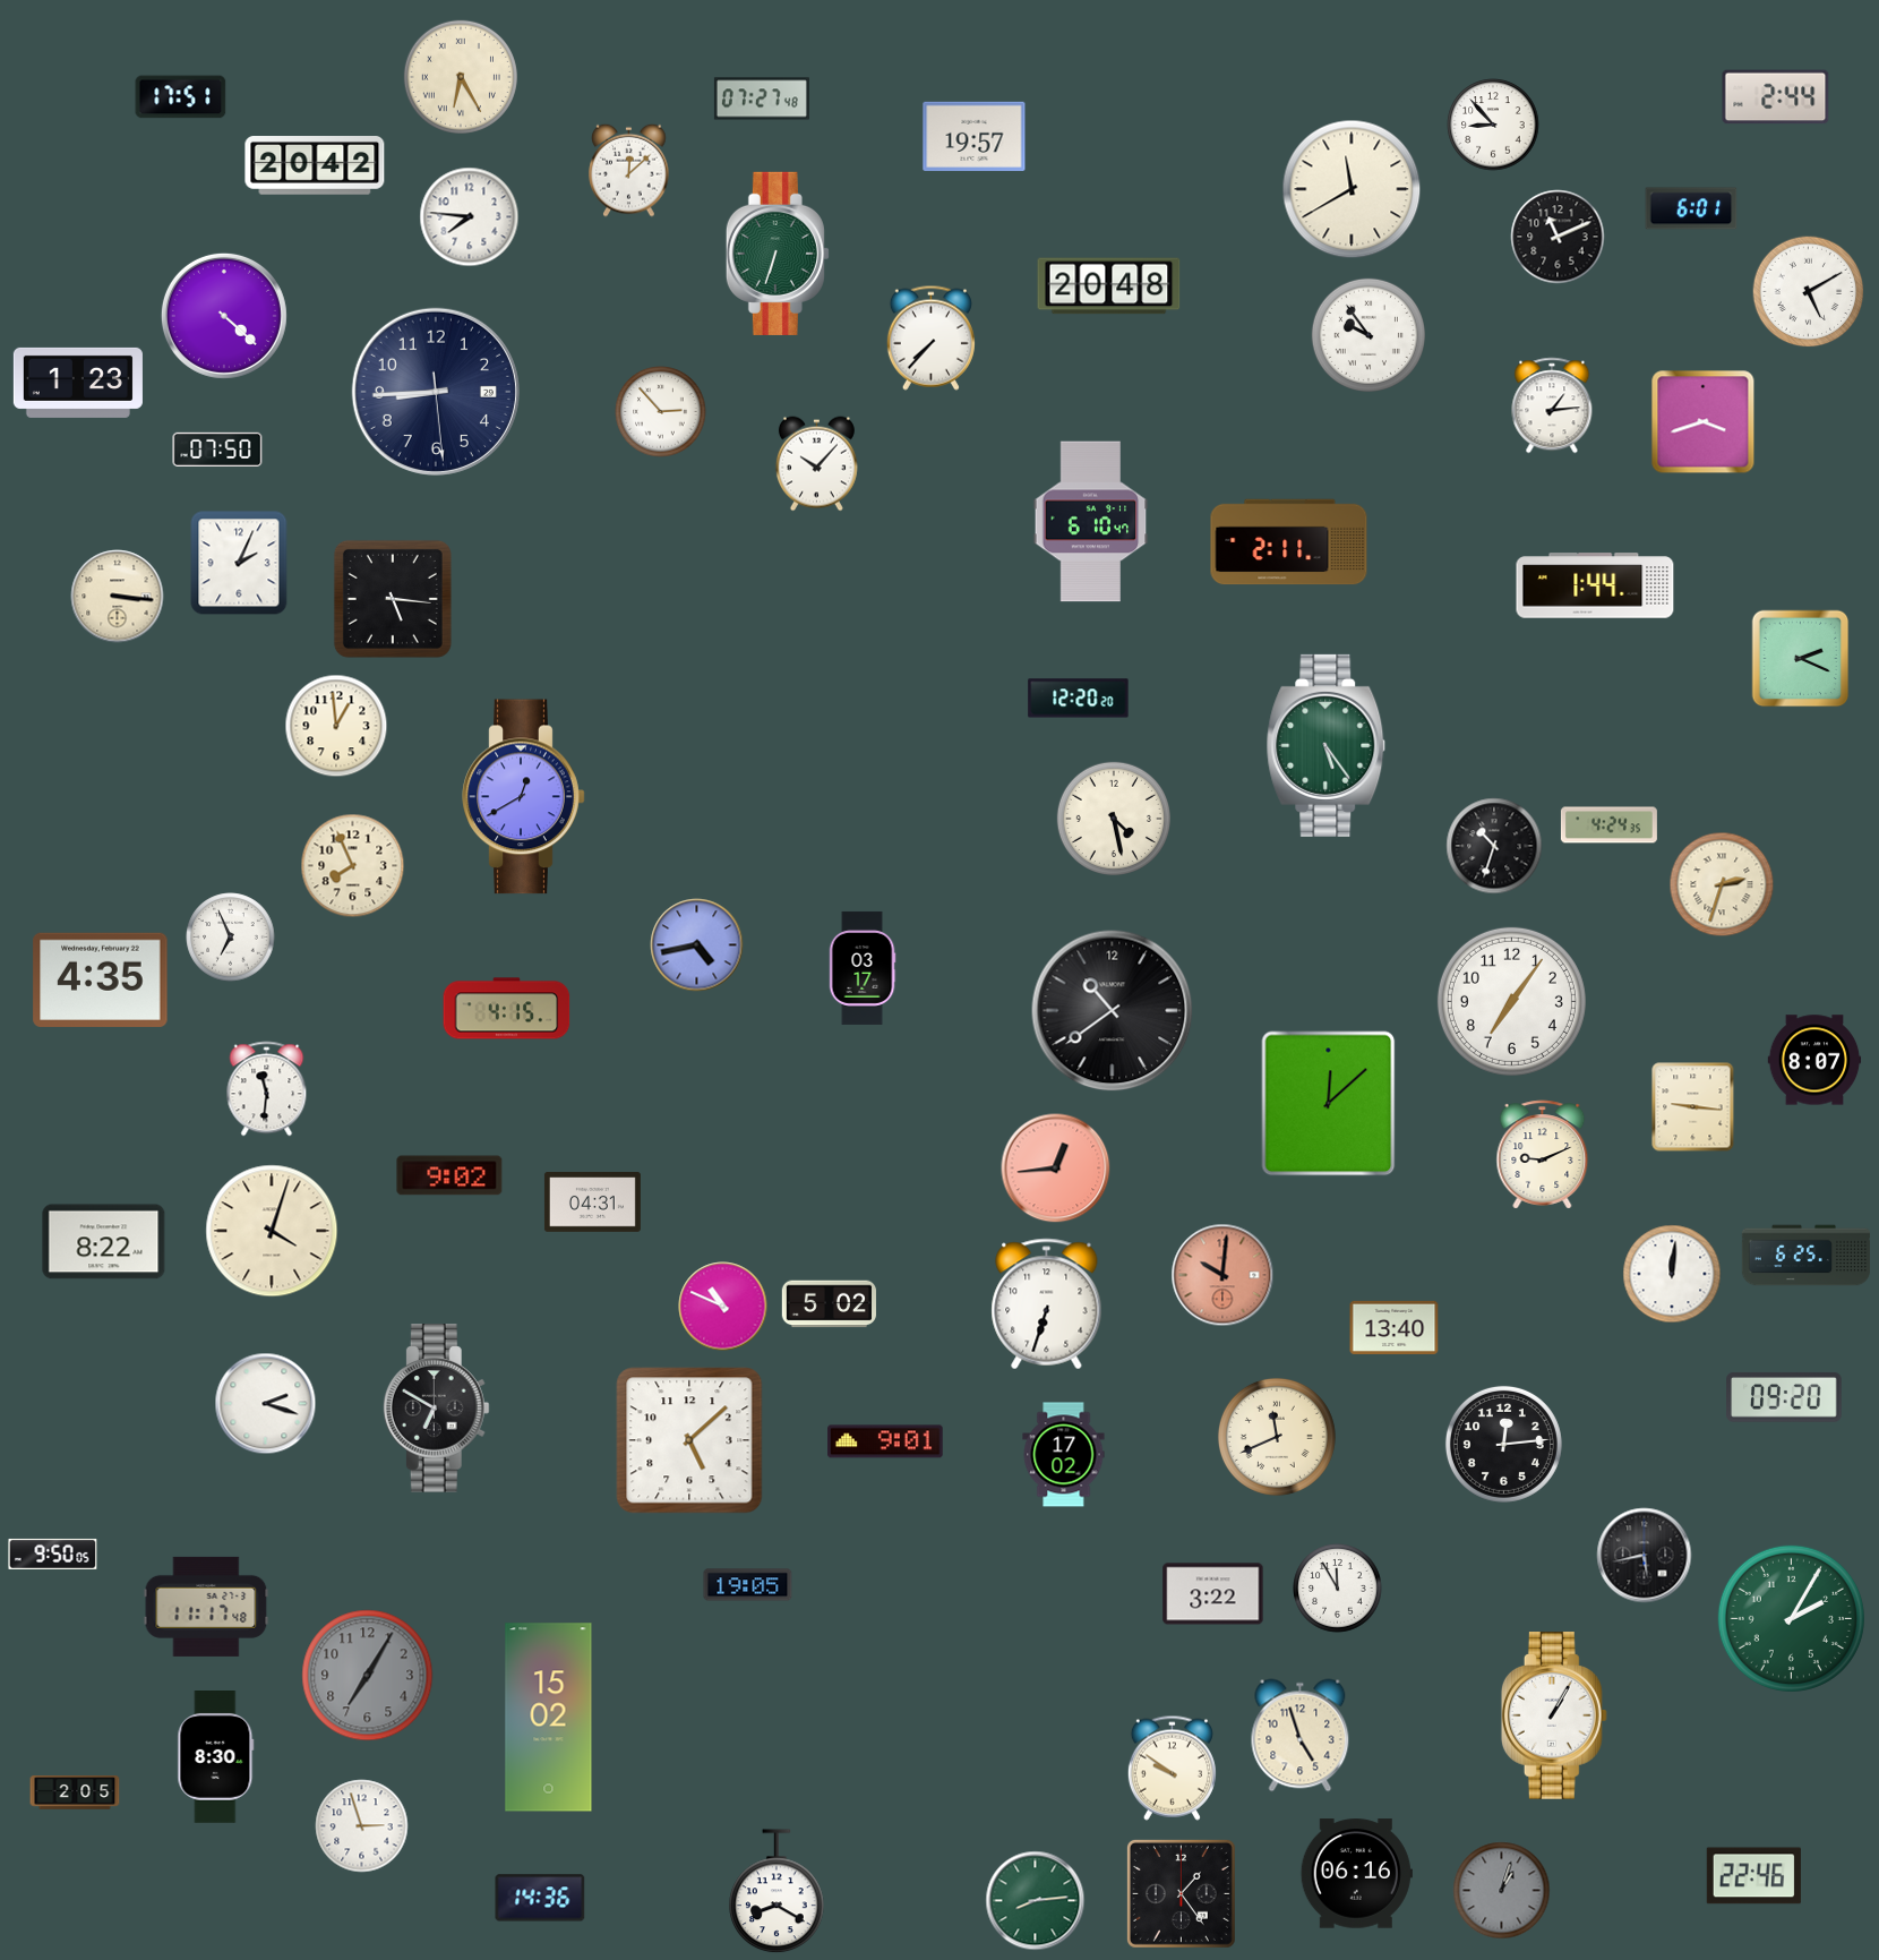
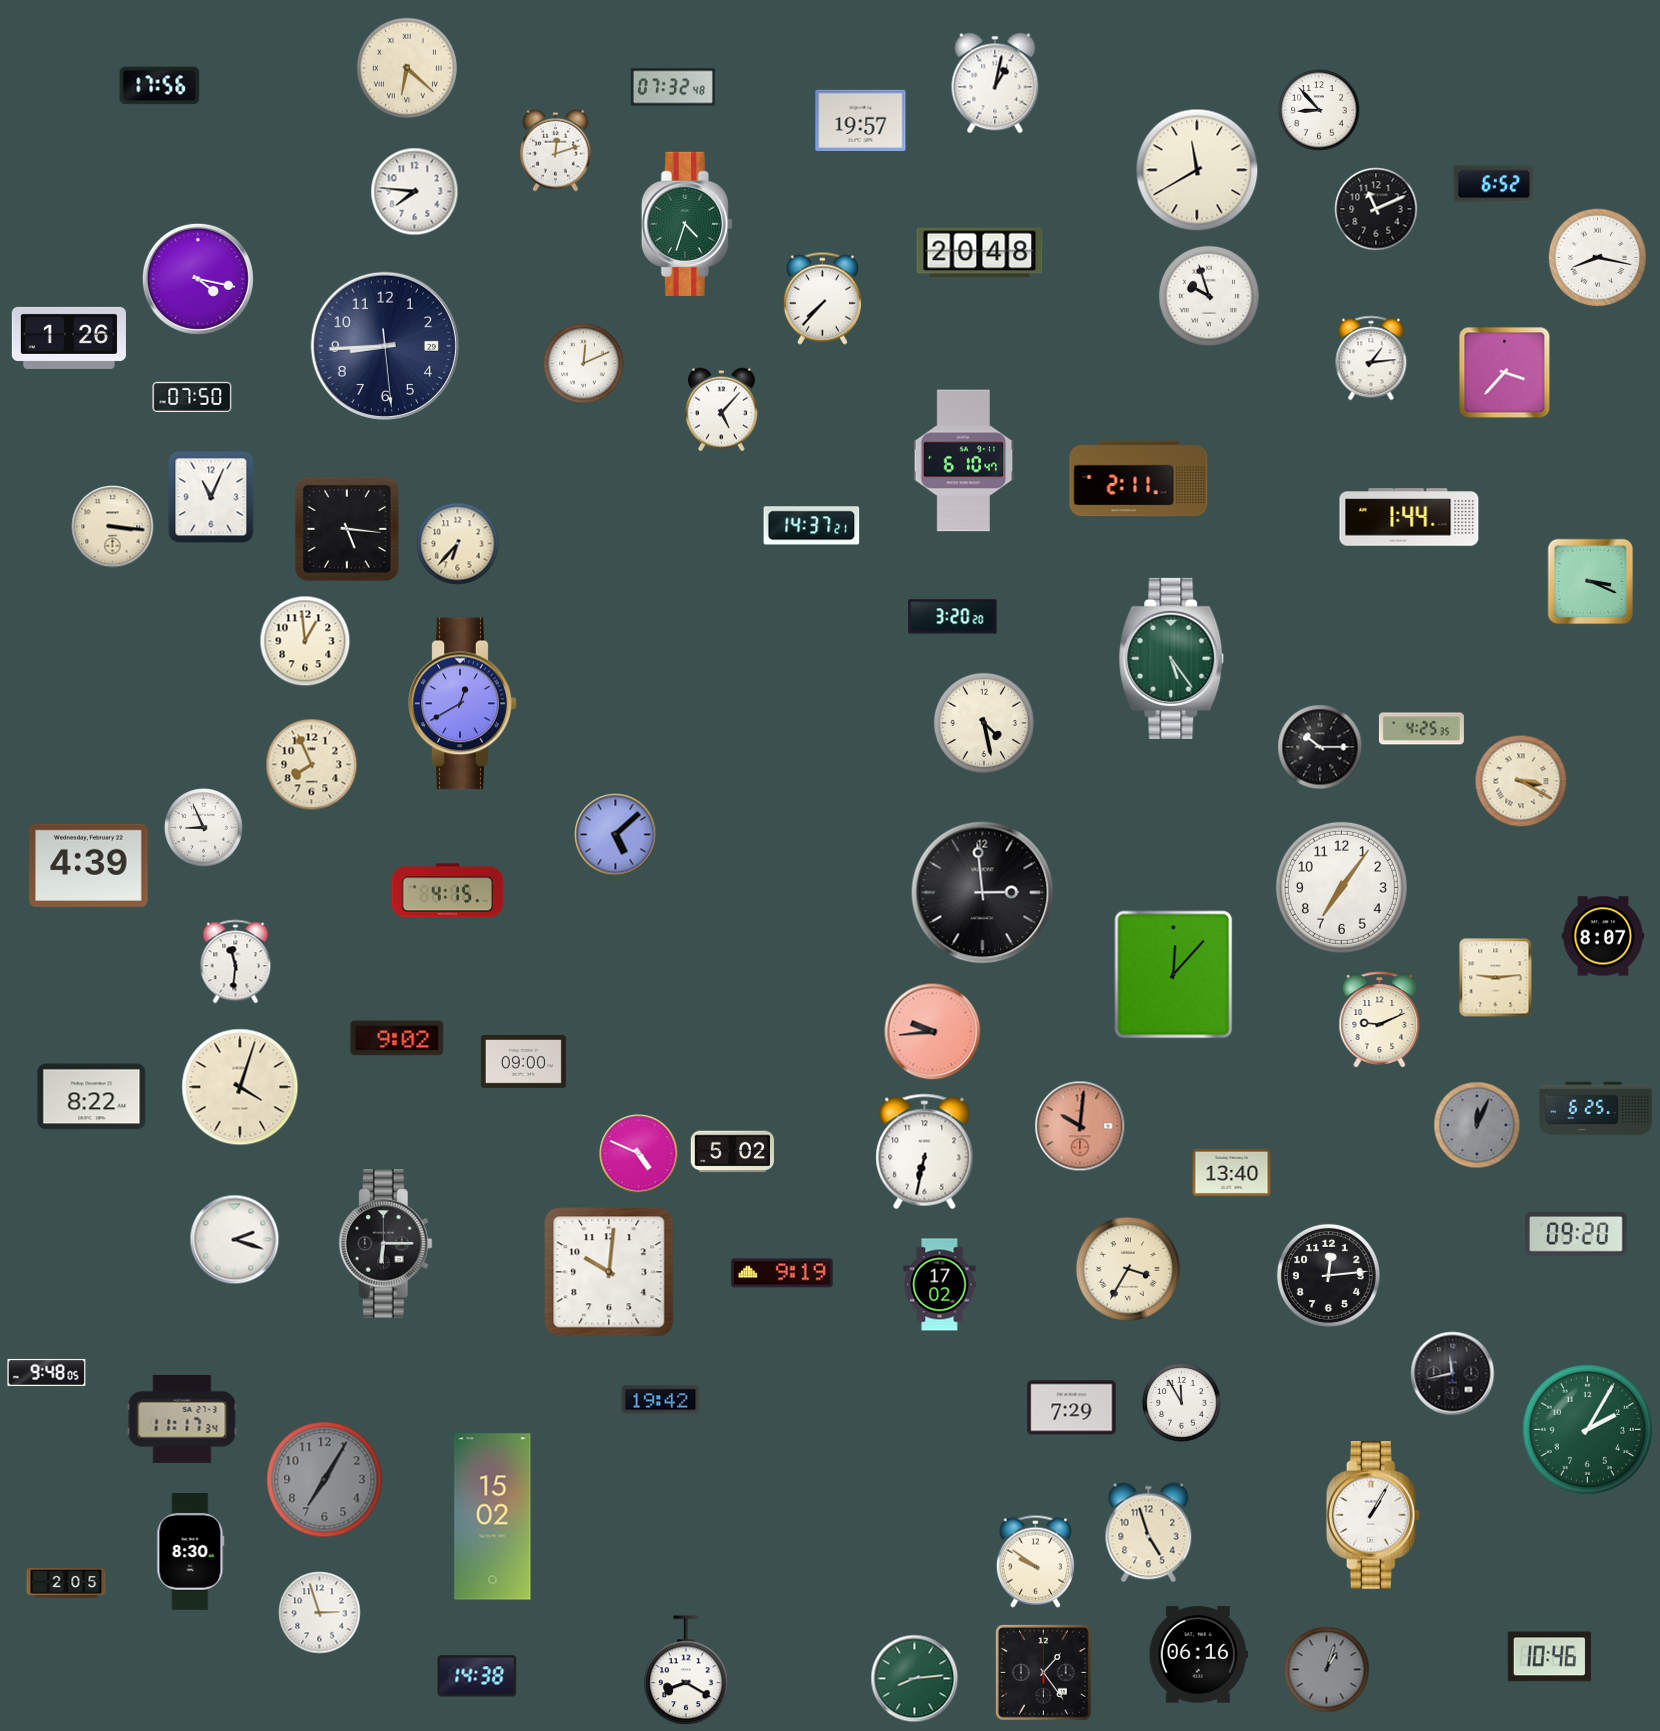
clock at (461, 77): 6:25 -> 6:22
clock at (995, 83): none -> 1:02
clock at (181, 97): 17:51 -> 17:56
clock at (1776, 97): 2:44 -> none
clock at (762, 99): 07:27 -> 07:32
clock at (315, 166): 20:42 -> none
clock at (629, 170): 12:08 -> 12:12
clock at (1352, 189) position: (1352, 189) -> (1197, 170)
clock at (1691, 208): 6:01 -> 6:52
clock at (778, 254): 6:33 -> 4:33
clock at (1809, 292): 5:10 -> 8:17
clock at (224, 316): 4:22 -> 4:17
clock at (1369, 335): 9:54 -> 9:57
clock at (78, 383): 1:23 -> 1:26
clock at (661, 412): 2:53 -> 12:11
clock at (1704, 422): 3:42 -> 3:37
clock at (816, 464): 10:07 -> 5:07
clock at (239, 563): 2:04 -> 11:04
clock at (812, 526): none -> 14:37
clock at (118, 597) position: (118, 597) -> (113, 527)
clock at (458, 544): none -> 6:37
clock at (1801, 659): 2:19 -> 3:19
clock at (1079, 699): 12:20 -> 3:20
clock at (336, 726) position: (336, 726) -> (305, 641)
clock at (1608, 825): 4:24 -> 4:25
clock at (1494, 846): 10:33 -> 10:15
clock at (1722, 884): 2:33 -> 3:20
clock at (231, 938): 6:56 -> 8:56
clock at (697, 945): 4:43 -> 5:08
clock at (863, 968): 03:17 -> none
clock at (101, 979): 4:35 -> 4:39
clock at (1511, 1001) position: (1511, 1001) -> (1341, 887)
clock at (1113, 1011): 10:39 -> 2:59
clock at (1329, 1104): 12:08 -> 12:07
clock at (1693, 1107): 9:16 -> 9:14
clock at (1543, 1155) position: (1543, 1155) -> (1380, 1020)
clock at (1056, 1169): 12:44 -> 9:44
clock at (592, 1202): 04:31 -> 09:00
clock at (1672, 1274): 12:01 -> 12:04
clock at (1672, 1274) dial: white -> grey
clock at (1047, 1304): 6:33 -> 6:32
clock at (723, 1307): 10:49 -> 4:49
clock at (436, 1409): 6:50 -> 6:15
clock at (1277, 1437): 11:41 -> 3:35
clock at (689, 1440): 5:08 -> 10:01
clock at (886, 1441): 9:01 -> 9:19
clock at (53, 1554): 9:50 -> 9:48
clock at (1645, 1556): 5:43 -> 11:43
clock at (748, 1585): 19:05 -> 19:42
clock at (1213, 1594): 3:22 -> 7:29
clock at (206, 1607): 11:17:48 -> 11:17:34
clock at (1791, 1618) position: (1791, 1618) -> (1587, 1429)
clock at (549, 1718) position: (549, 1718) -> (493, 1517)
clock at (1753, 1876): 22:46 -> 10:46
clock at (540, 1898): 14:36 -> 14:38
